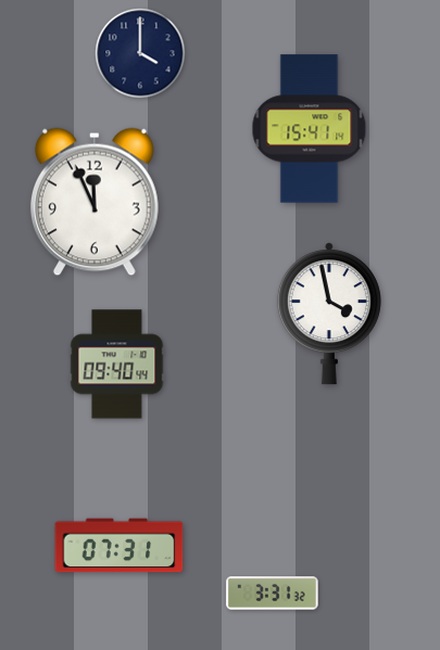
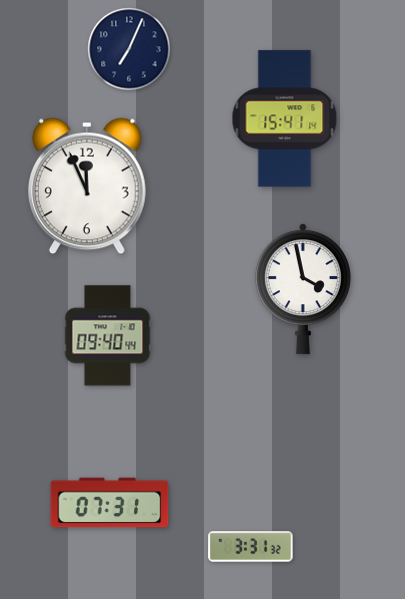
clock at (140, 53): 4:00 -> 7:04
